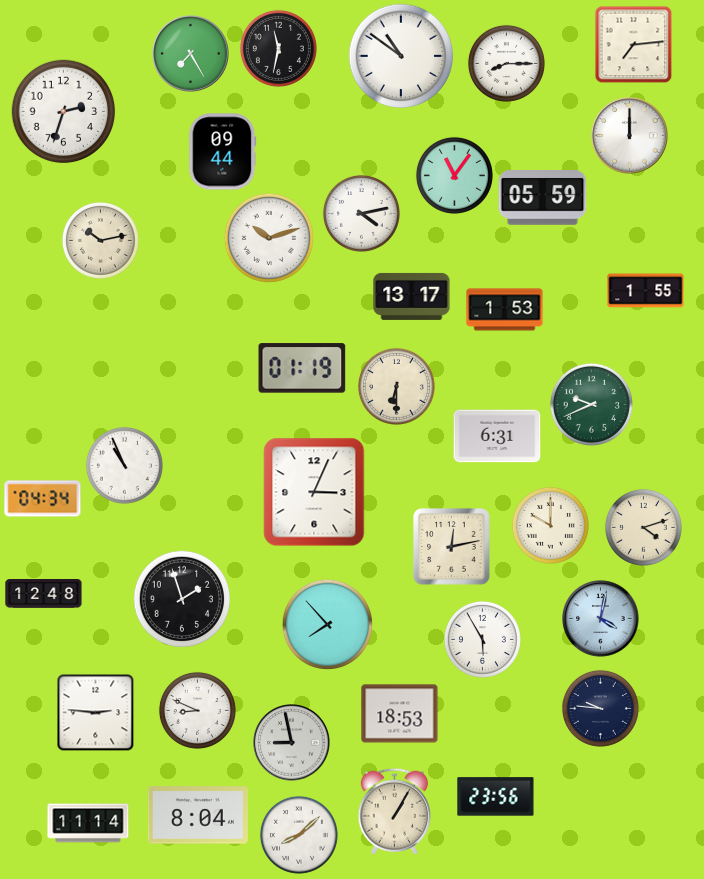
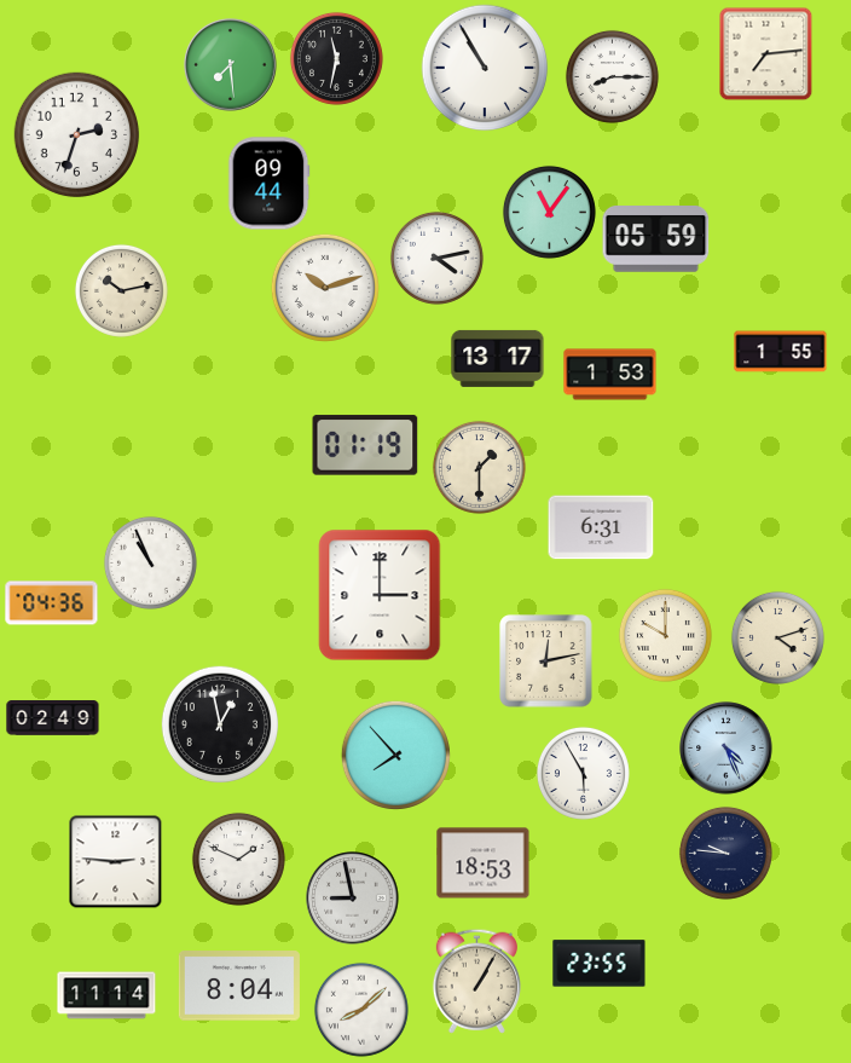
clock at (191, 54): 7:25 -> 7:29
clock at (401, 56): 10:51 -> 10:55
clock at (630, 136): 12:00 -> none
clock at (396, 386): 6:30 -> 1:30
clock at (591, 404): 9:41 -> none
clock at (314, 492): 3:04 -> 3:00
clock at (43, 499): 04:34 -> 04:36
clock at (44, 594): 12:48 -> 02:49
clock at (181, 598): 1:57 -> 12:58
clock at (601, 619): 4:02 -> 4:26
clock at (600, 708) position: (600, 708) -> (725, 853)
clock at (197, 710): 8:49 -> 1:49
clock at (496, 797): 23:56 -> 23:55
